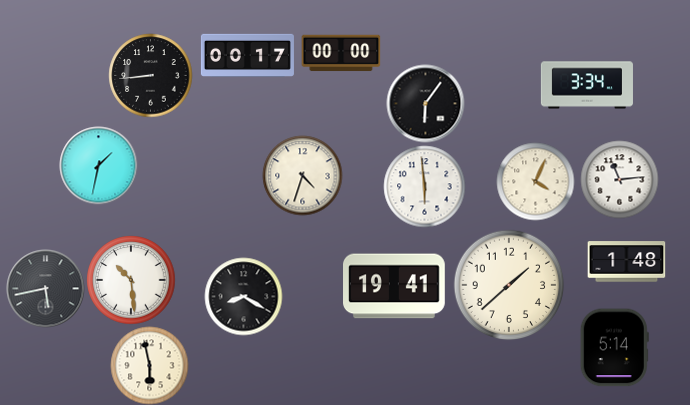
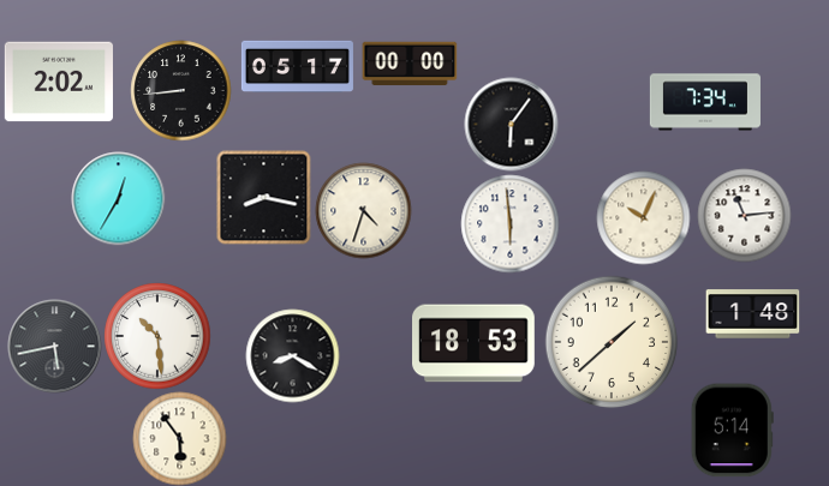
clock at (247, 55): 00:17 -> 05:17
clock at (59, 82): none -> 2:02
clock at (587, 85): 3:34 -> 7:34
clock at (263, 197): none -> 8:17
clock at (98, 165): 1:32 -> 12:35
clock at (535, 181): 4:04 -> 10:04
clock at (395, 286): 19:41 -> 18:53
clock at (614, 347) position: (614, 347) -> (732, 430)
clock at (149, 365): 5:58 -> 5:54
